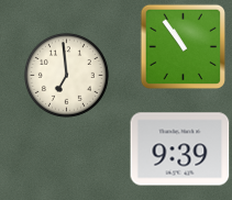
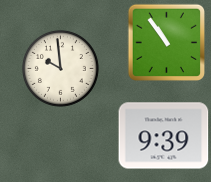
clock at (66, 75): 6:59 -> 9:59
